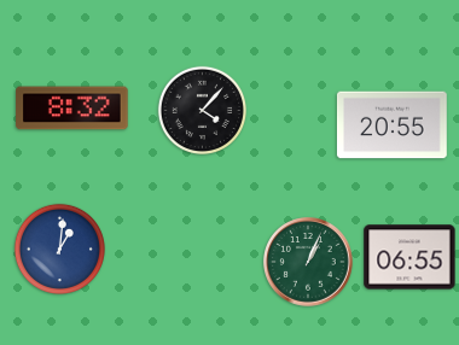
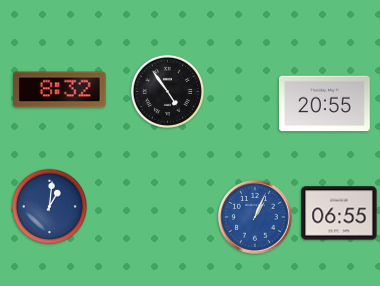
clock at (202, 110): 4:07 -> 4:54
clock at (308, 262) dial: green -> blue
